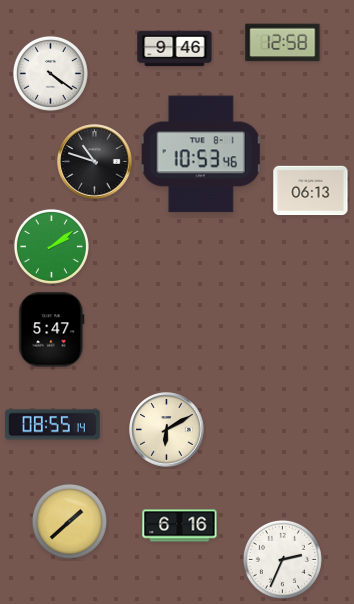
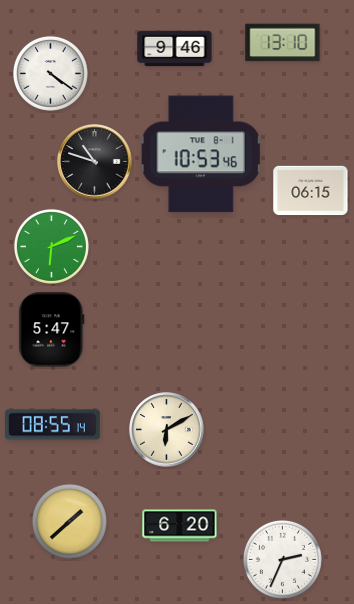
clock at (283, 43): 12:58 -> 13:10
clock at (311, 191): 06:13 -> 06:15
clock at (51, 246): 2:09 -> 6:11
clock at (180, 526): 6:16 -> 6:20
